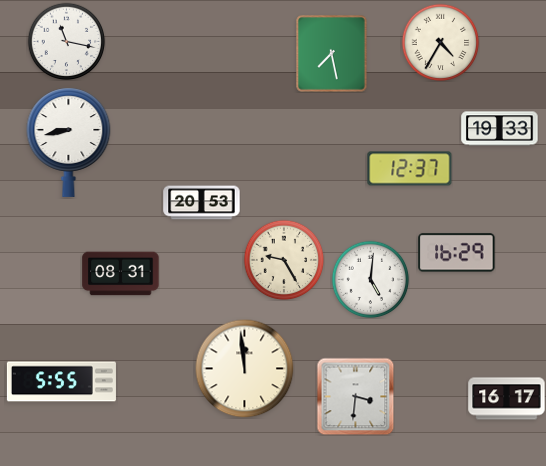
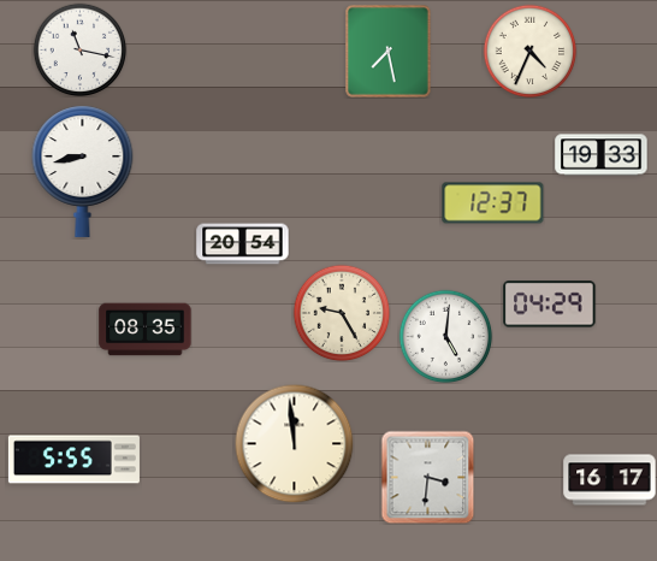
clock at (440, 42): 4:35 -> 4:34
clock at (332, 54) position: (332, 54) -> (389, 52)
clock at (202, 203): 20:53 -> 20:54
clock at (457, 253): 16:29 -> 04:29
clock at (121, 274): 08:31 -> 08:35
